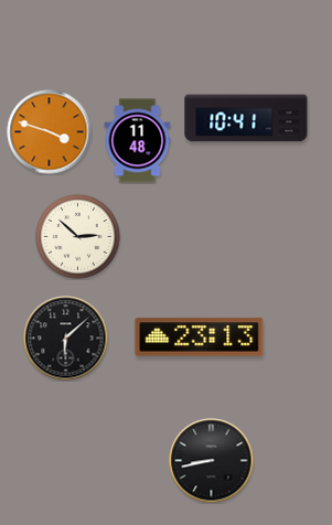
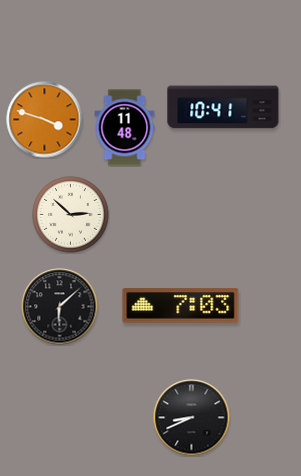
clock at (200, 337): 23:13 -> 7:03
clock at (212, 461): 8:43 -> 8:41
